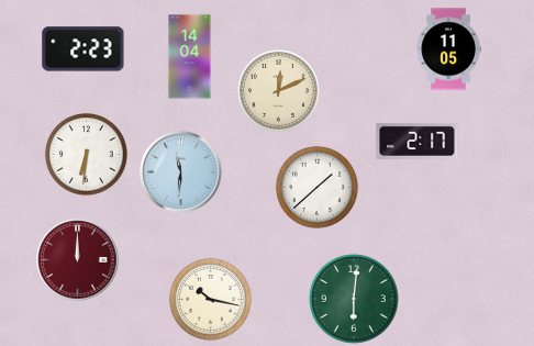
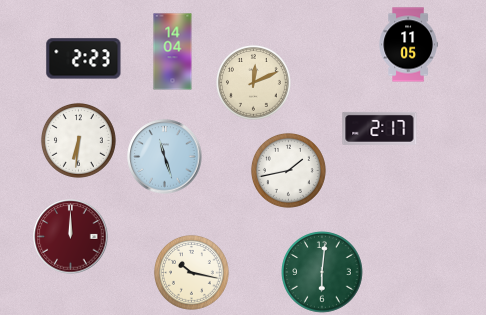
clock at (84, 49) position: (84, 49) -> (84, 59)
clock at (181, 172): 11:31 -> 11:27
clock at (318, 188): 1:38 -> 1:43
